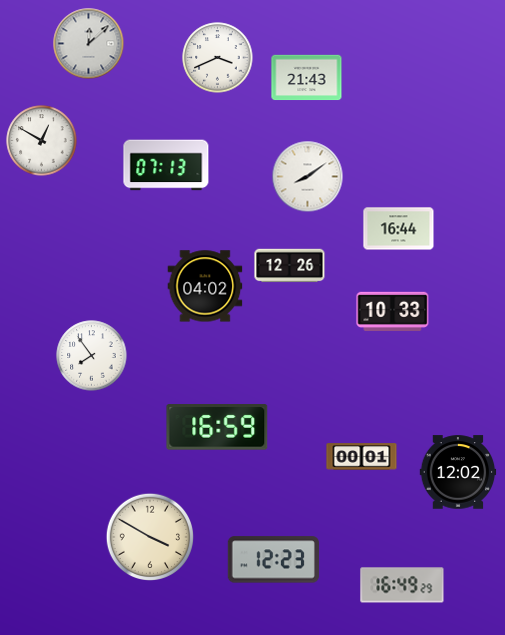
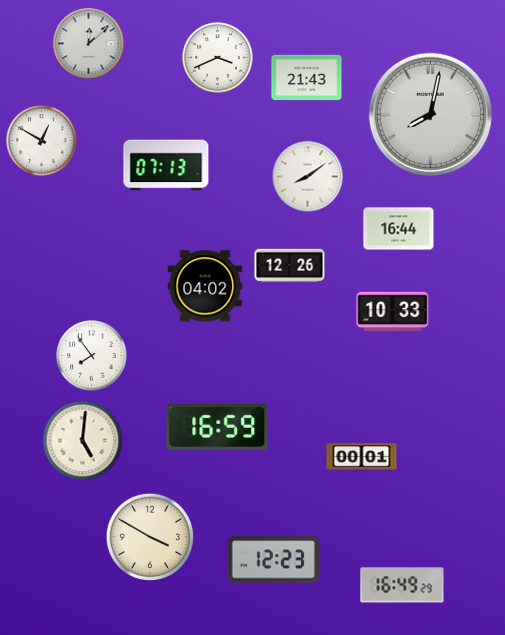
clock at (430, 114): none -> 8:02
clock at (83, 441): none -> 5:01
clock at (458, 472): 12:02 -> none
